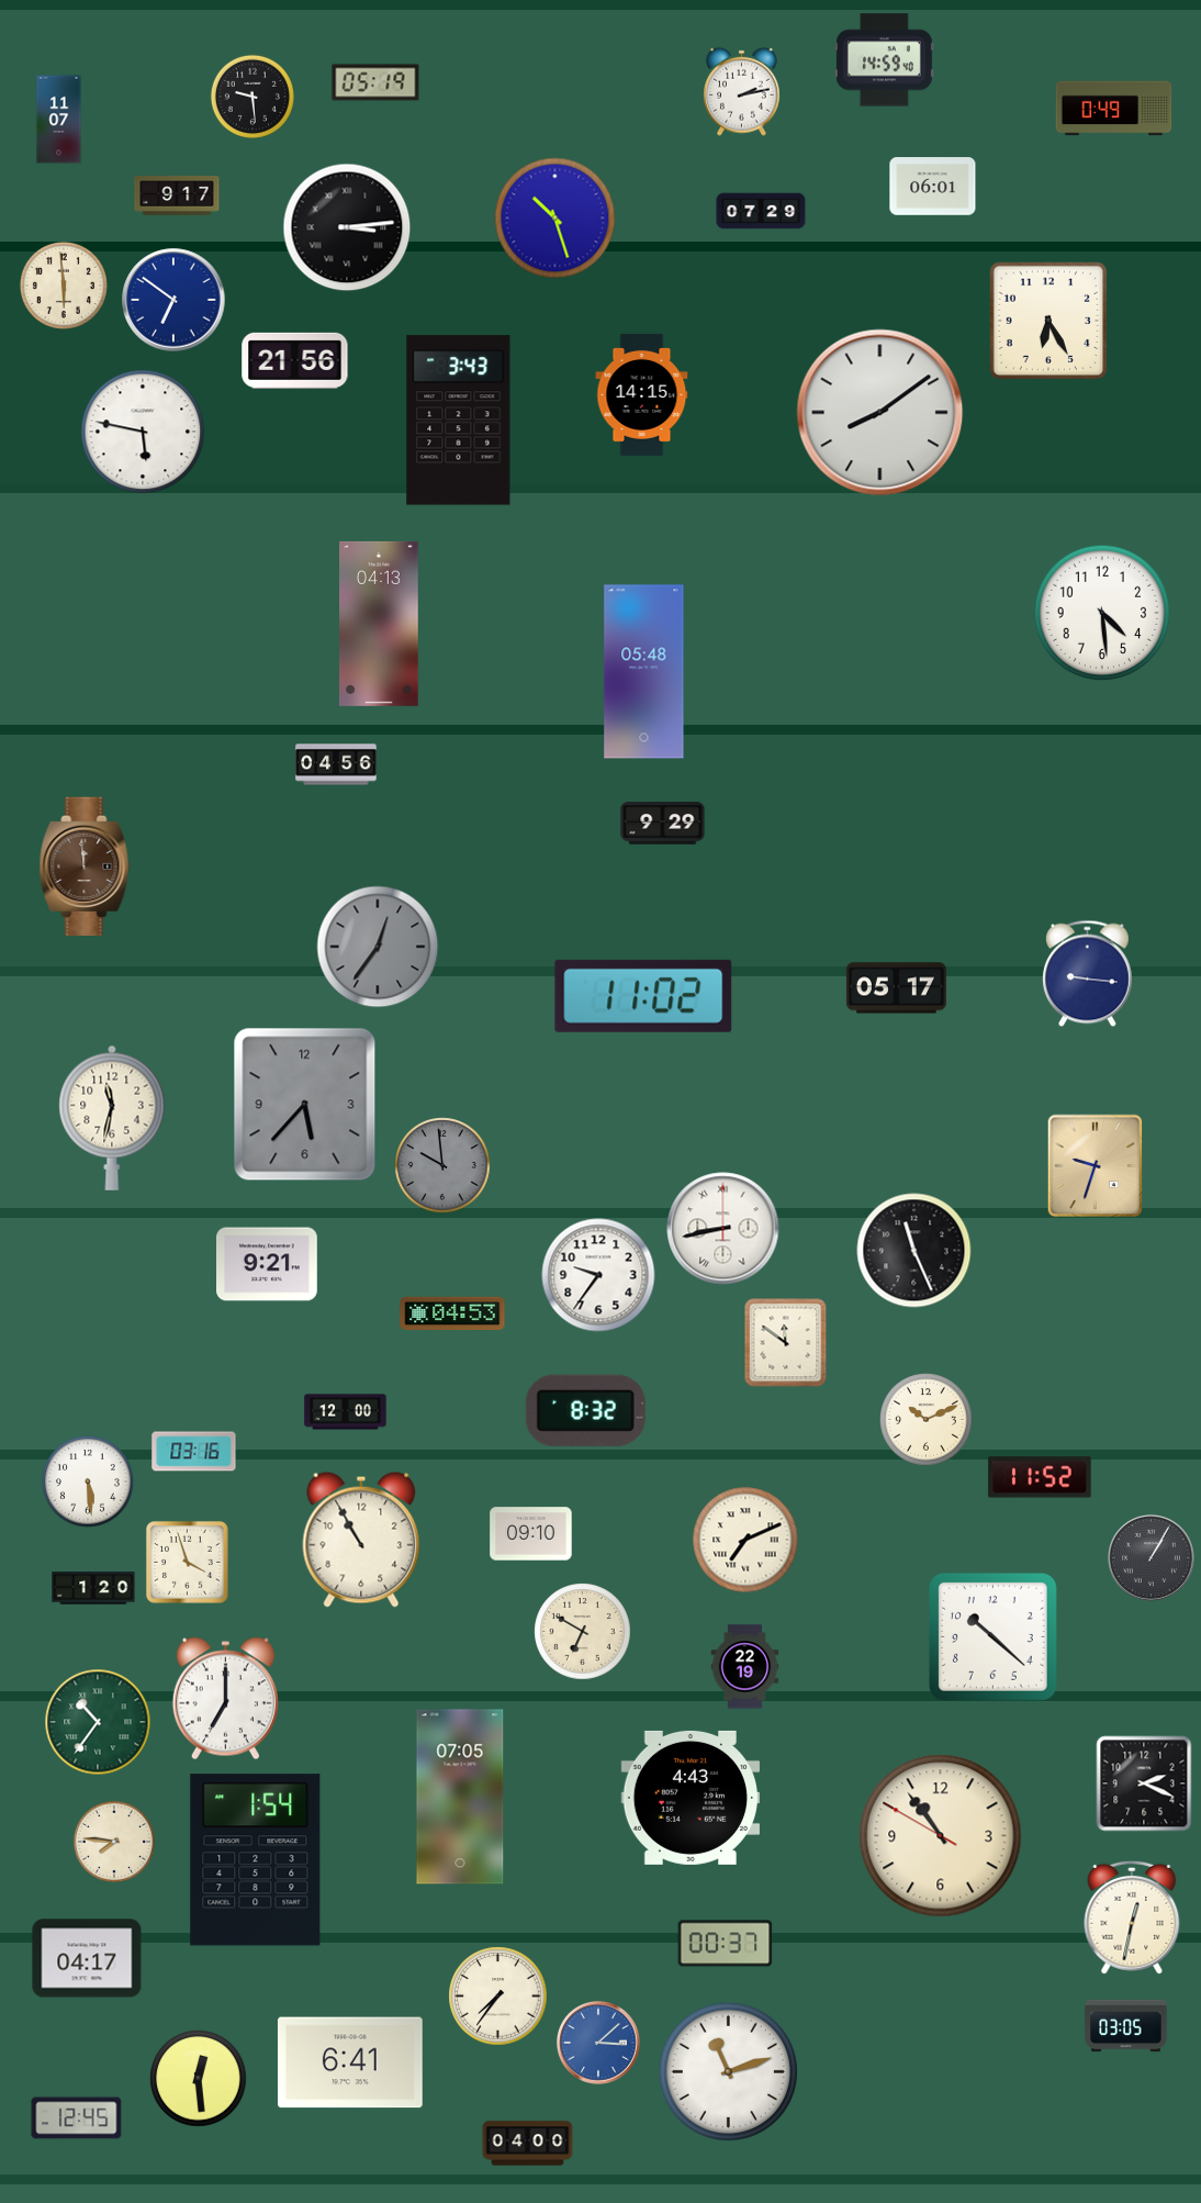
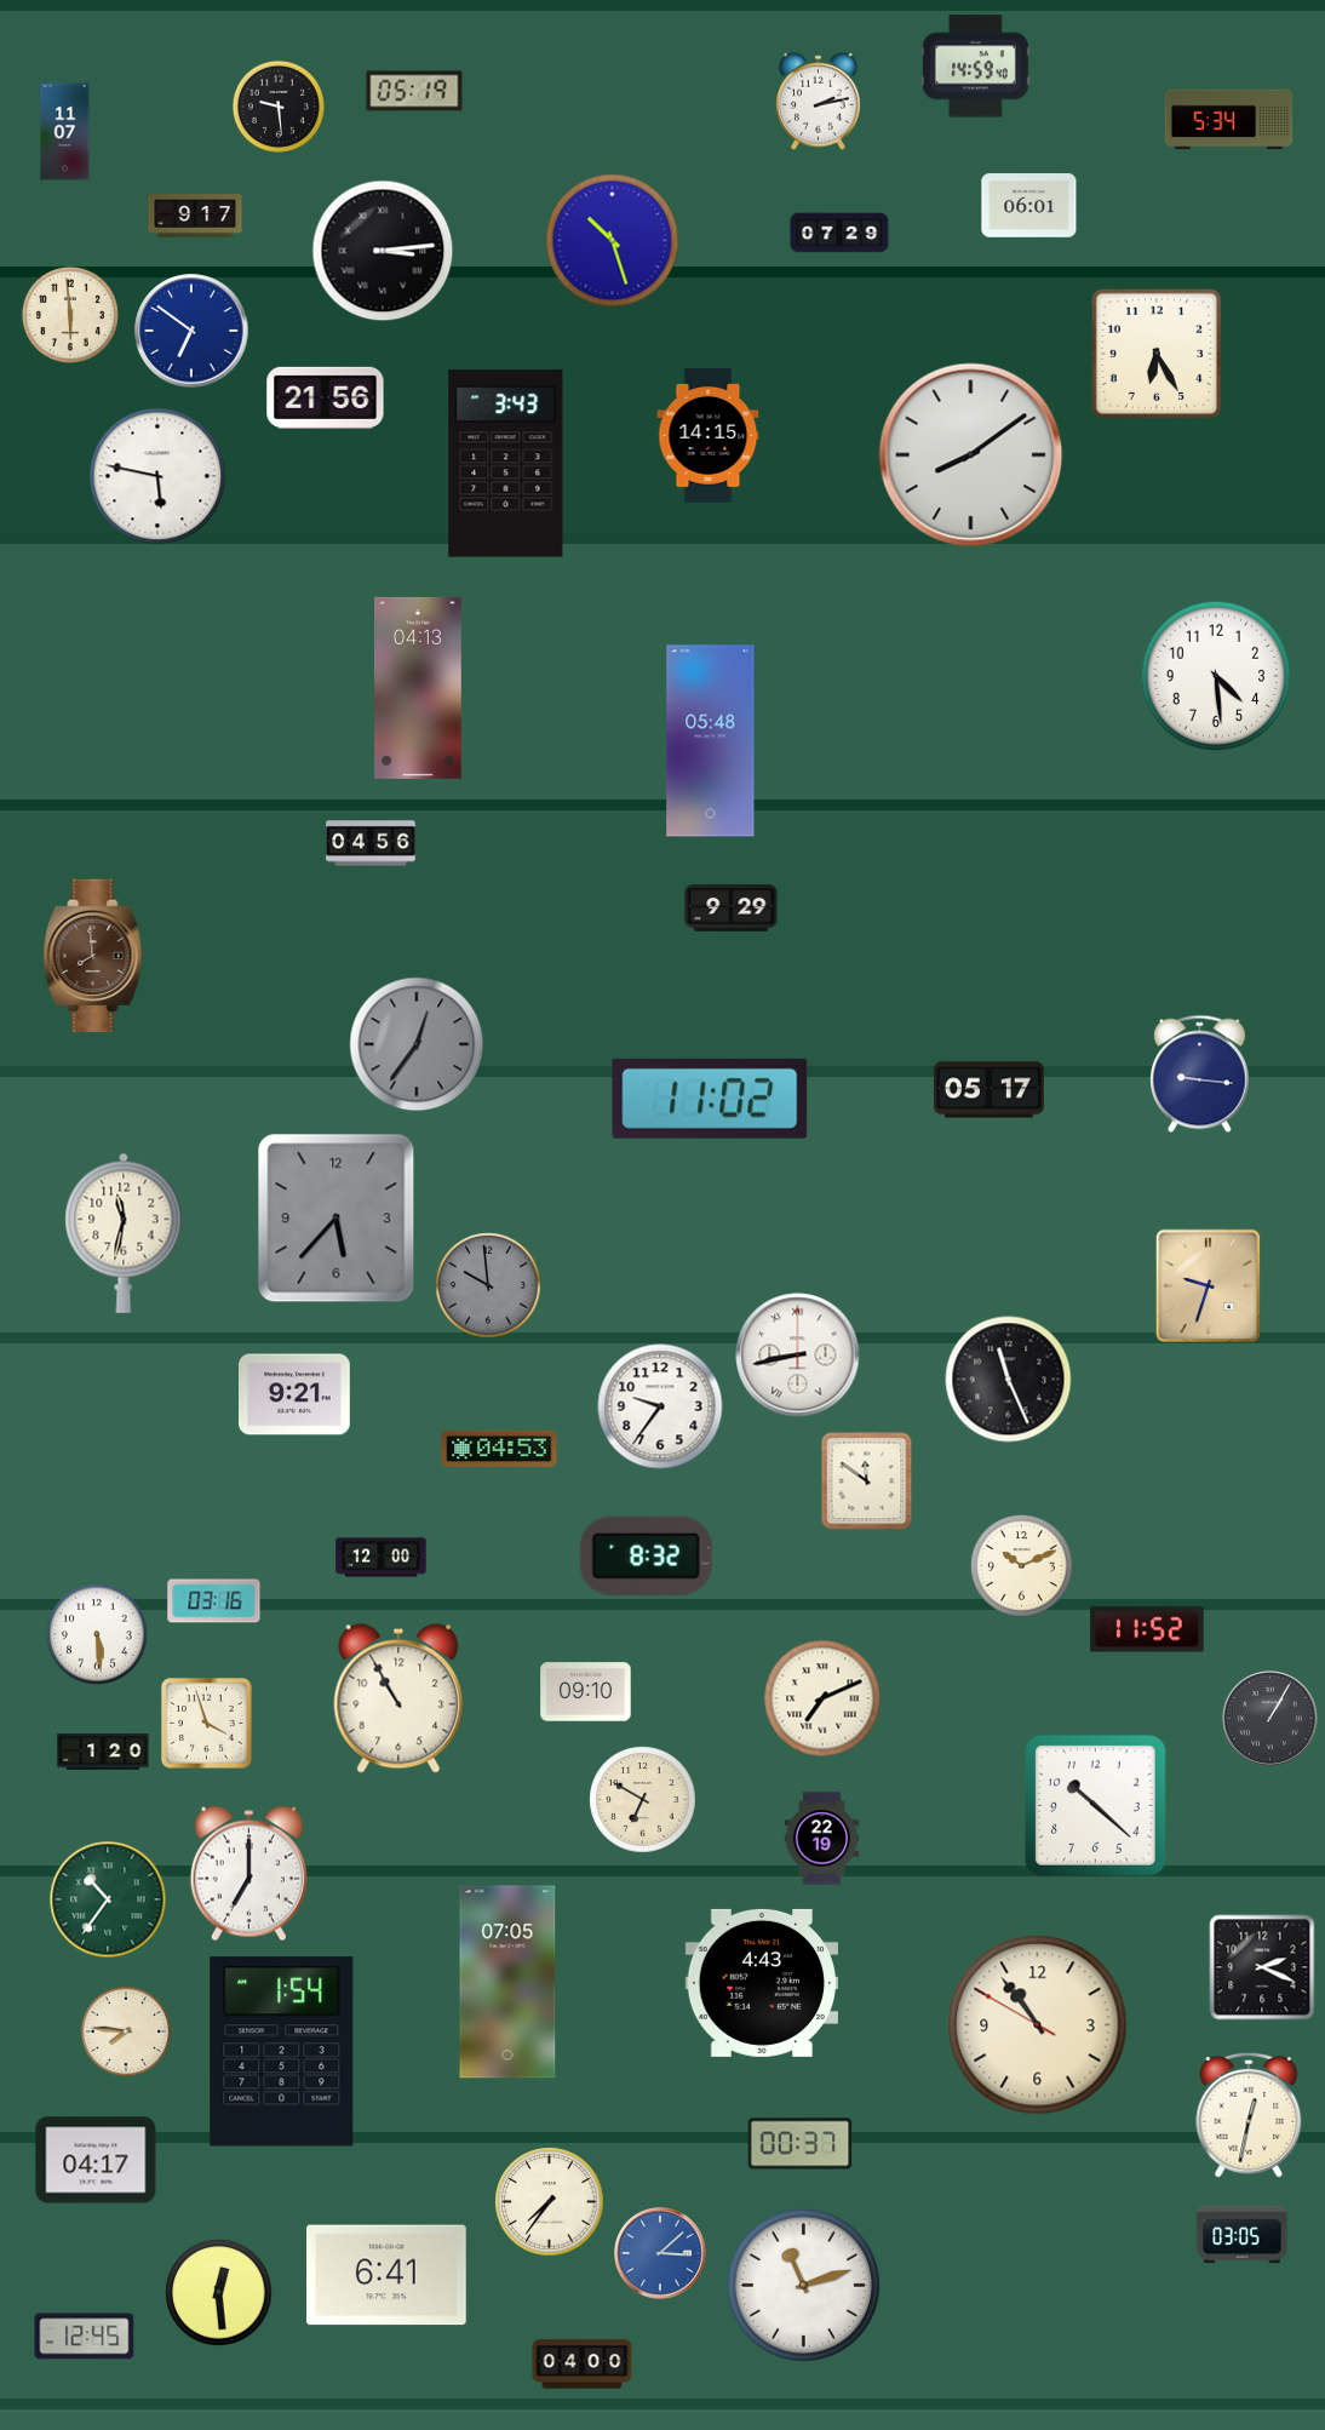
clock at (1114, 109): 0:49 -> 5:34
clock at (85, 866): 11:59 -> 7:59
